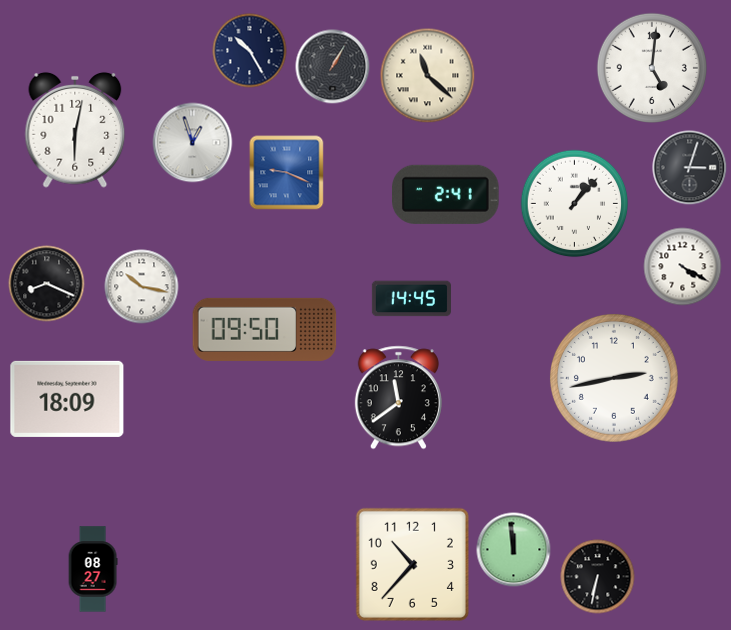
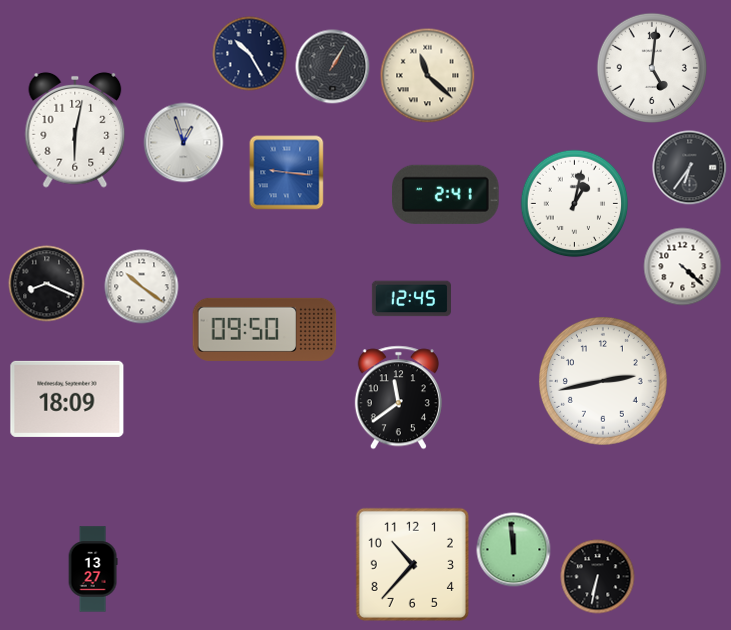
clock at (250, 51) position: (250, 51) -> (250, 54)
clock at (193, 143) position: (193, 143) -> (184, 143)
clock at (690, 168): 3:03 -> 6:36
clock at (287, 173): 9:19 -> 9:16
clock at (575, 204): 1:07 -> 1:02
clock at (683, 267): 4:20 -> 4:22
clock at (142, 287): 10:17 -> 10:21
clock at (411, 299): 14:45 -> 12:45
clock at (614, 378) position: (614, 378) -> (603, 381)
clock at (93, 569): 08:27 -> 13:27
